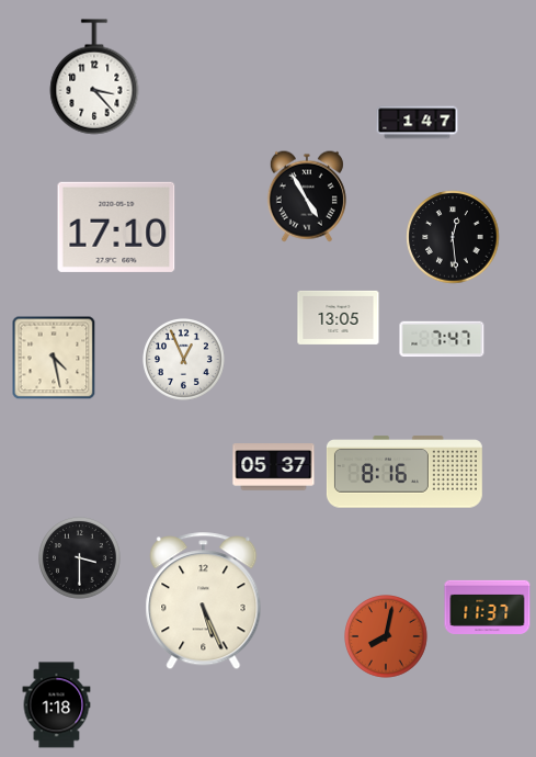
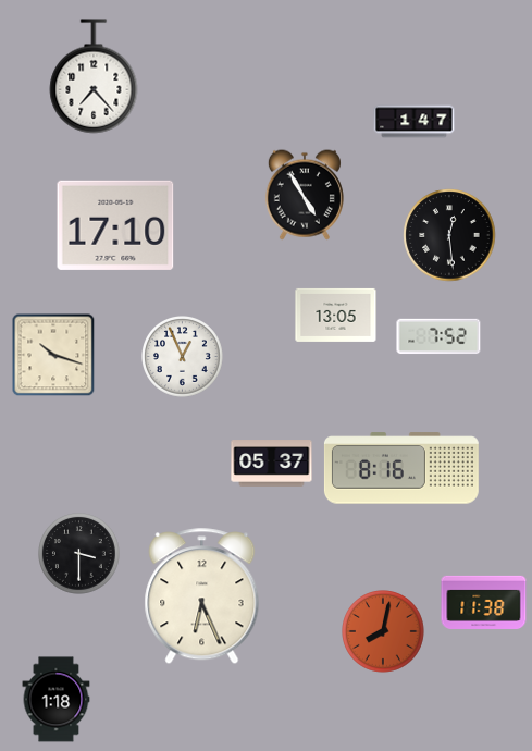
clock at (94, 77): 3:23 -> 7:23
clock at (442, 339): 7:47 -> 7:52
clock at (54, 358): 4:28 -> 10:18
clock at (204, 601): 5:26 -> 6:26
clock at (488, 607): 11:37 -> 11:38
